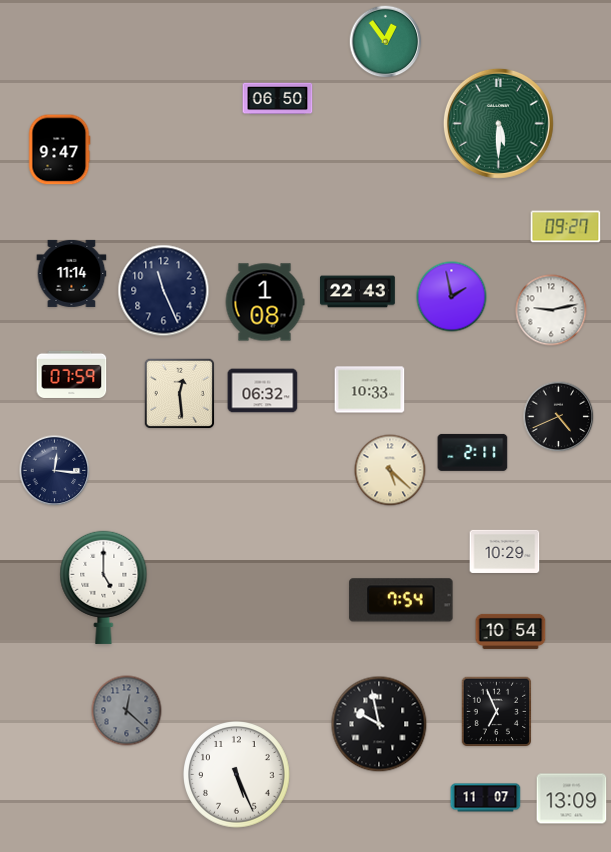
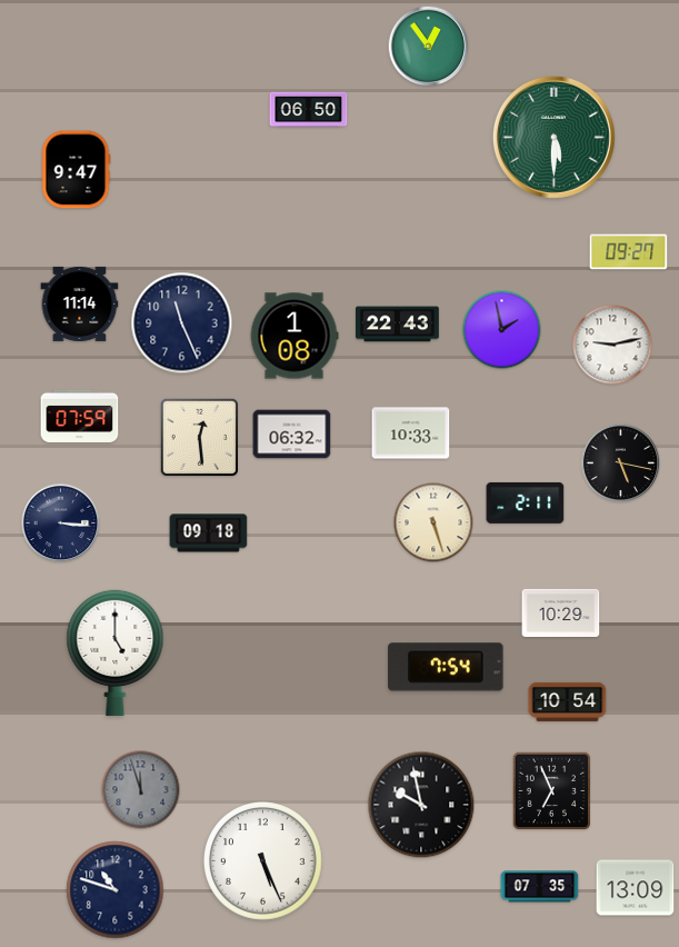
clock at (59, 150) position: (59, 150) -> (76, 170)
clock at (559, 417): 4:41 -> 5:17
clock at (390, 470): 5:22 -> 5:27
clock at (55, 471): 12:16 -> 3:16
clock at (209, 534): none -> 09:18
clock at (127, 711): 12:22 -> 11:57
clock at (486, 798): 11:07 -> 07:35
clock at (116, 890): none -> 10:48
